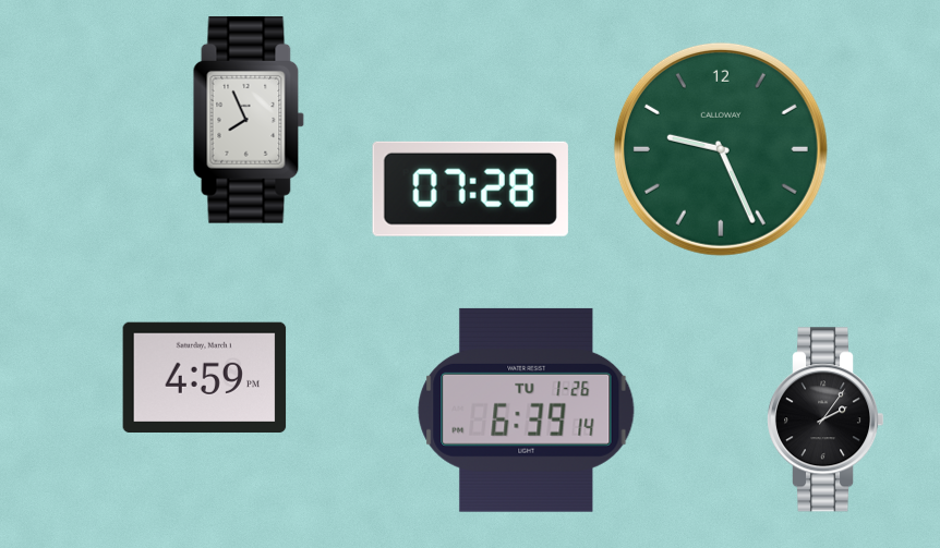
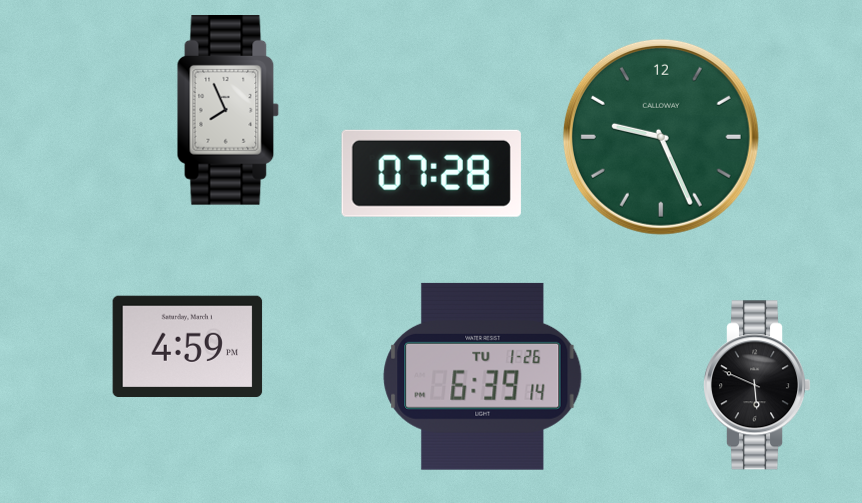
clock at (827, 419): 2:06 -> 5:49
